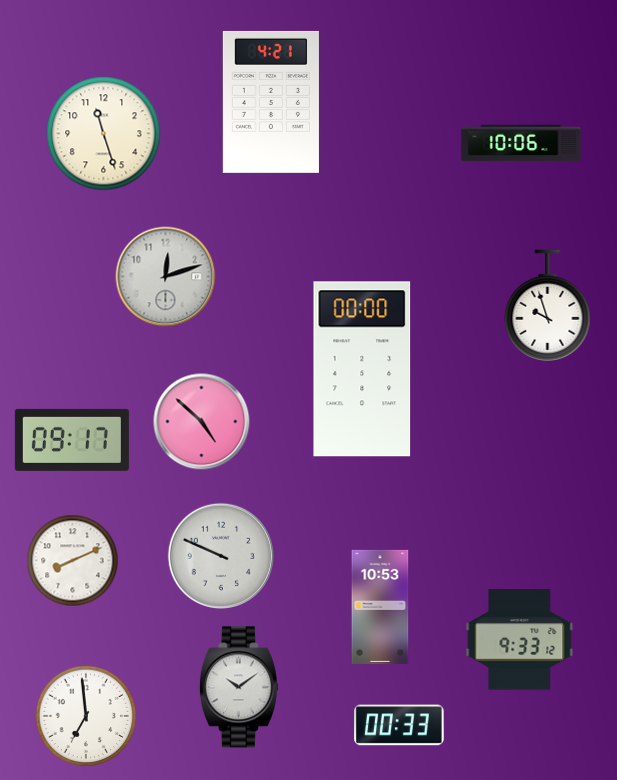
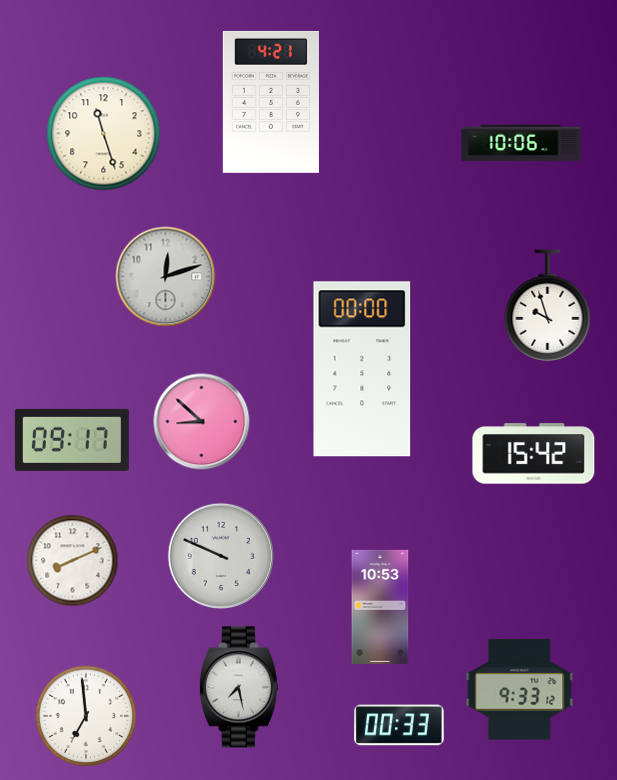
clock at (202, 422): 4:52 -> 8:52
clock at (534, 454): none -> 15:42
clock at (520, 640) position: (520, 640) -> (520, 690)
clock at (239, 687): 10:09 -> 7:28
